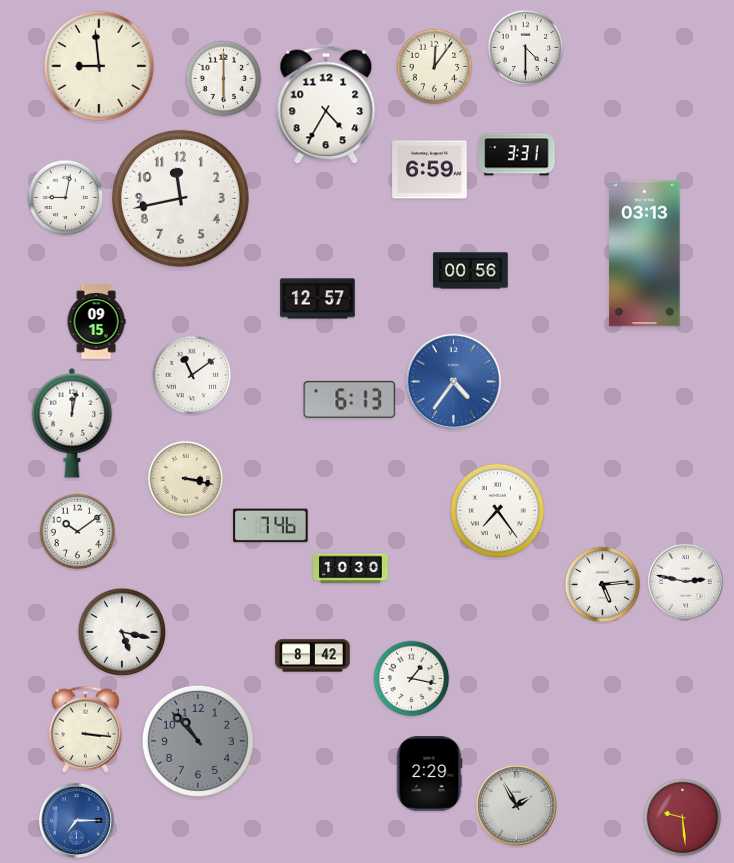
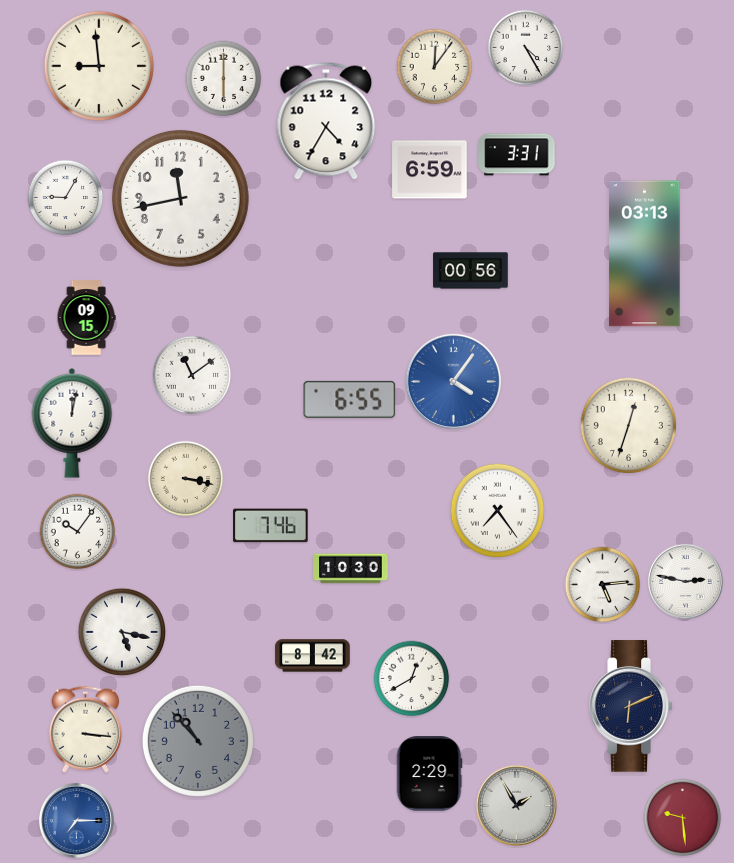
clock at (526, 48): 4:30 -> 4:25
clock at (326, 105) position: (326, 105) -> (326, 121)
clock at (66, 198): 9:02 -> 9:05
clock at (318, 299): 12:57 -> none
clock at (96, 322) position: (96, 322) -> (86, 318)
clock at (454, 382): 4:36 -> 4:06
clock at (350, 399): 6:13 -> 6:55
clock at (628, 425): none -> 12:33
clock at (78, 532): 10:09 -> 10:06
clock at (412, 679): 1:17 -> 12:40
clock at (631, 706): none -> 6:11
